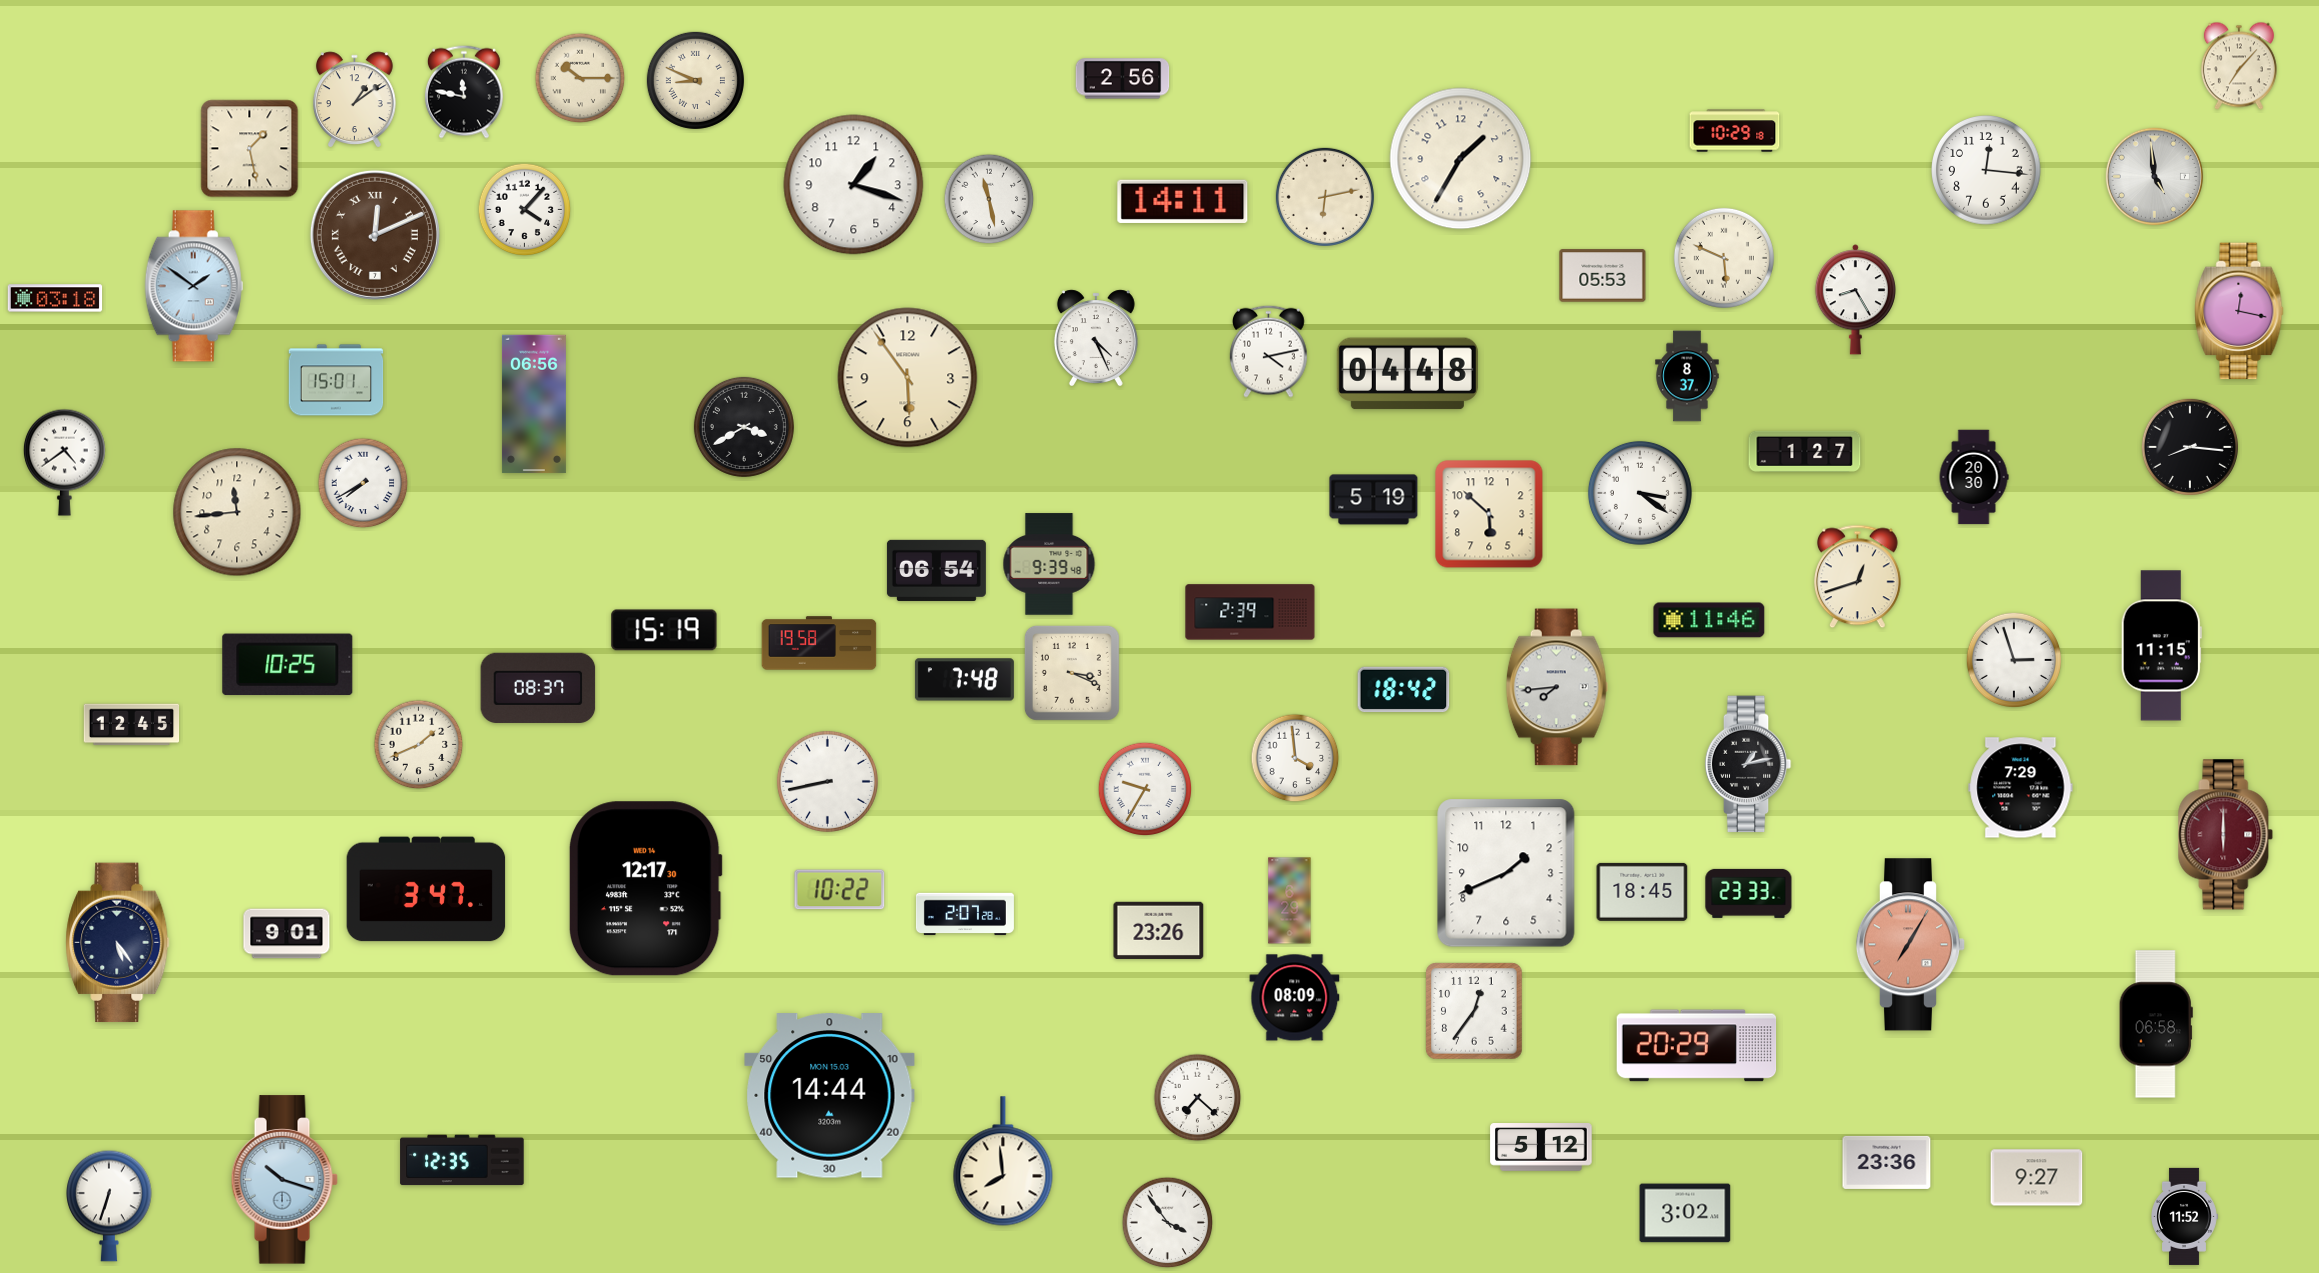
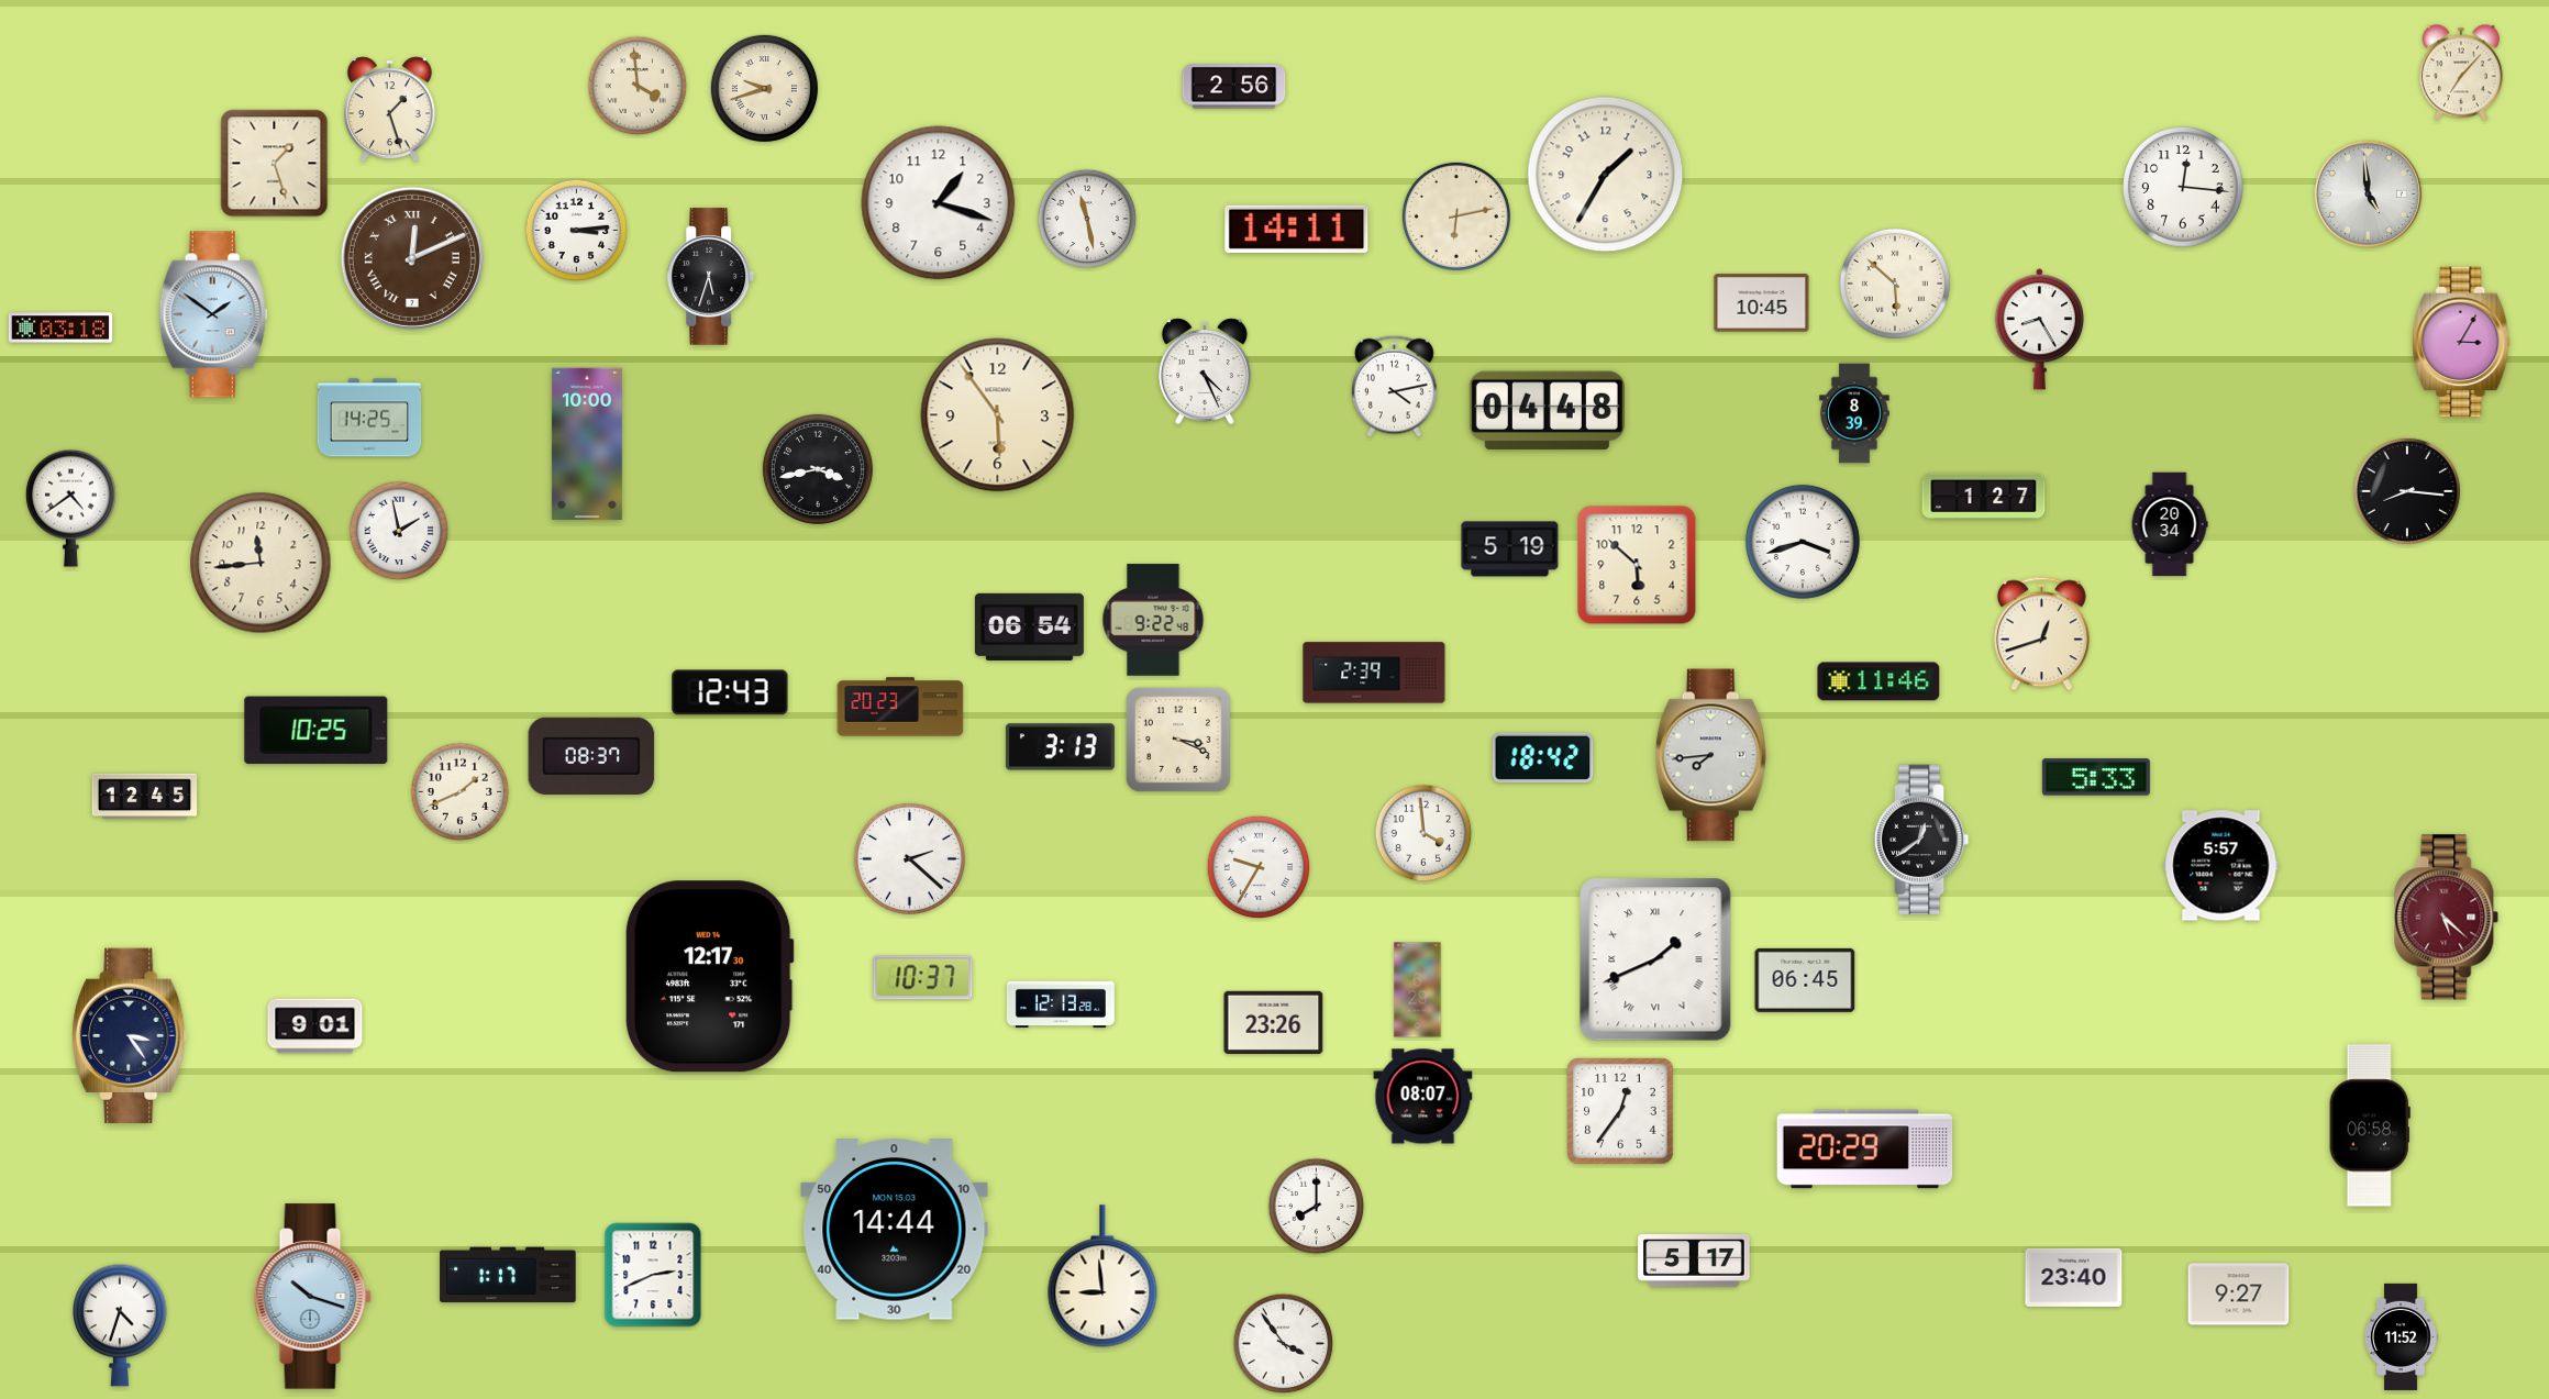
clock at (580, 78): 10:15 -> 3:59
clock at (695, 80): 8:49 -> 9:42
clock at (464, 92): 11:47 -> none
clock at (354, 100): 1:09 -> 1:27
clock at (1735, 131): 10:29 -> none
clock at (250, 149): 1:28 -> 1:27
clock at (1183, 201) position: (1183, 201) -> (1297, 229)
clock at (525, 210): 4:07 -> 3:14
clock at (711, 277): none -> 5:33
clock at (1724, 258): 5:49 -> 5:52
clock at (1603, 276): 05:53 -> 10:45
clock at (2239, 311): 12:17 -> 3:05
clock at (1687, 376): 8:37 -> 8:39
clock at (336, 380): 15:01 -> 14:25
clock at (534, 404): 06:56 -> 10:00
clock at (744, 427): 3:40 -> 3:43
clock at (1974, 477): 20:30 -> 20:34
clock at (363, 483): 7:40 -> 1:58
clock at (1640, 493): 3:21 -> 3:42
clock at (1049, 564): 9:39 -> 9:22
clock at (664, 630): 15:19 -> 12:43
clock at (819, 643): 19:58 -> 20:23
clock at (2161, 646): 11:15 -> none
clock at (2013, 659): 2:57 -> none
clock at (964, 680): 7:48 -> 3:13
clock at (2096, 777): none -> 5:33
clock at (419, 745) position: (419, 745) -> (461, 792)
clock at (1748, 764): 1:13 -> 12:39
clock at (827, 781): 8:43 -> 2:22
clock at (2021, 788): 7:29 -> 5:57
clock at (2226, 835): 6:00 -> 5:22
clock at (1506, 873) numerals: Arabic -> Roman
clock at (426, 889): 3:47 -> none
clock at (840, 890): 10:22 -> 10:37
clock at (1642, 892): 18:45 -> 06:45
clock at (1749, 893): 23:33 -> none
clock at (965, 914): 2:07 -> 12:13
clock at (118, 943): 5:24 -> 3:24
clock at (1911, 945): 7:05 -> none
clock at (1295, 998): 08:09 -> 08:07
clock at (830, 1096) position: (830, 1096) -> (895, 1230)
clock at (1198, 1098): 7:22 -> 8:00
clock at (1541, 1147): 5:12 -> 5:17
clock at (462, 1160): 12:35 -> 1:17
clock at (653, 1275): none -> 2:41
clock at (1003, 1161): 7:59 -> 8:59
clock at (1887, 1162): 23:36 -> 23:40
clock at (110, 1206): 6:33 -> 4:33
clock at (1685, 1213): 3:02 -> none
